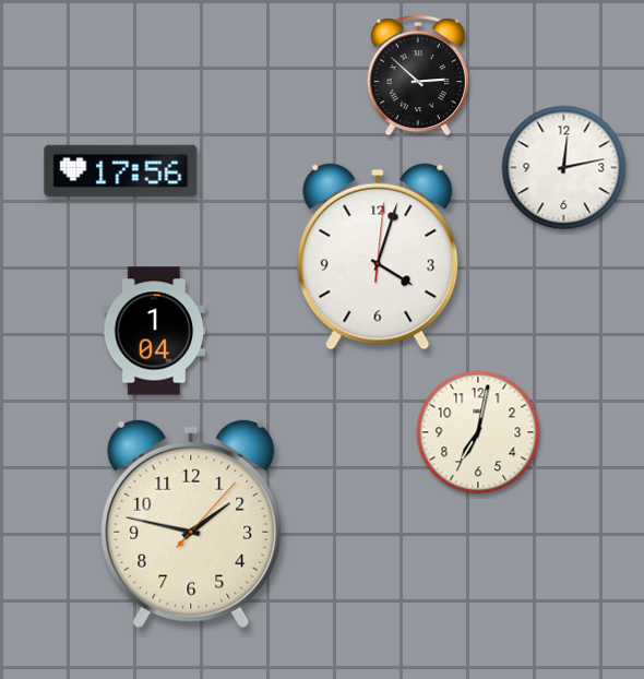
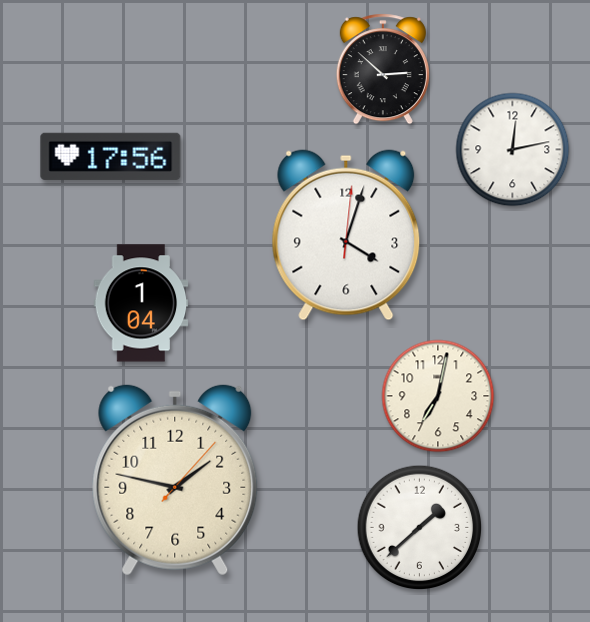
clock at (564, 168) position: (564, 168) -> (513, 150)
clock at (420, 528): none -> 1:38
